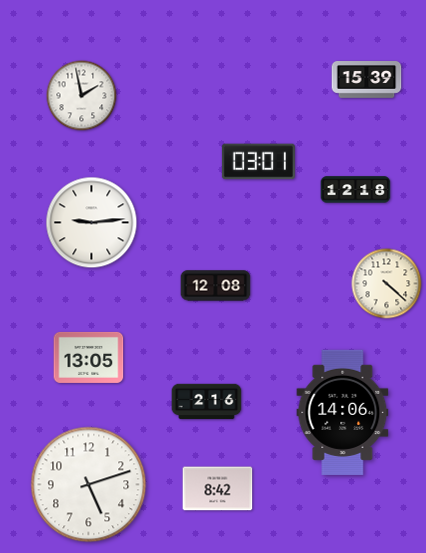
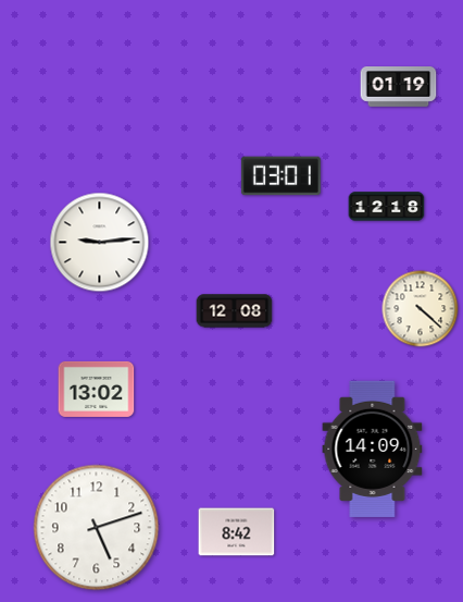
clock at (367, 80): 15:39 -> 01:19
clock at (82, 96): 1:58 -> none
clock at (89, 357): 13:05 -> 13:02
clock at (207, 402): 2:16 -> none
clock at (343, 412): 14:06 -> 14:09
